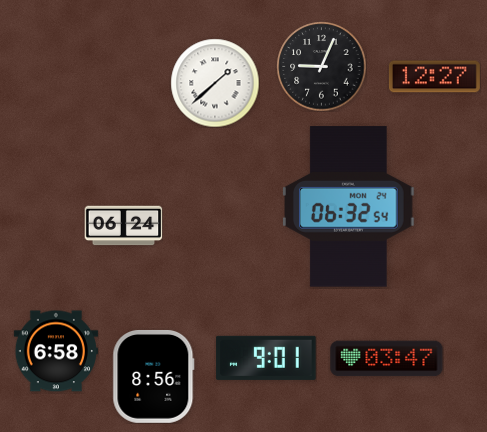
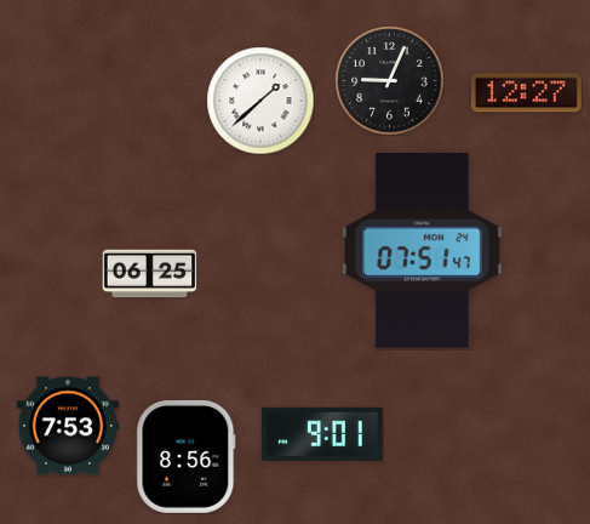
clock at (349, 207): 06:32 -> 07:51
clock at (123, 226): 06:24 -> 06:25
clock at (56, 351): 6:58 -> 7:53
clock at (387, 359): 03:47 -> none
